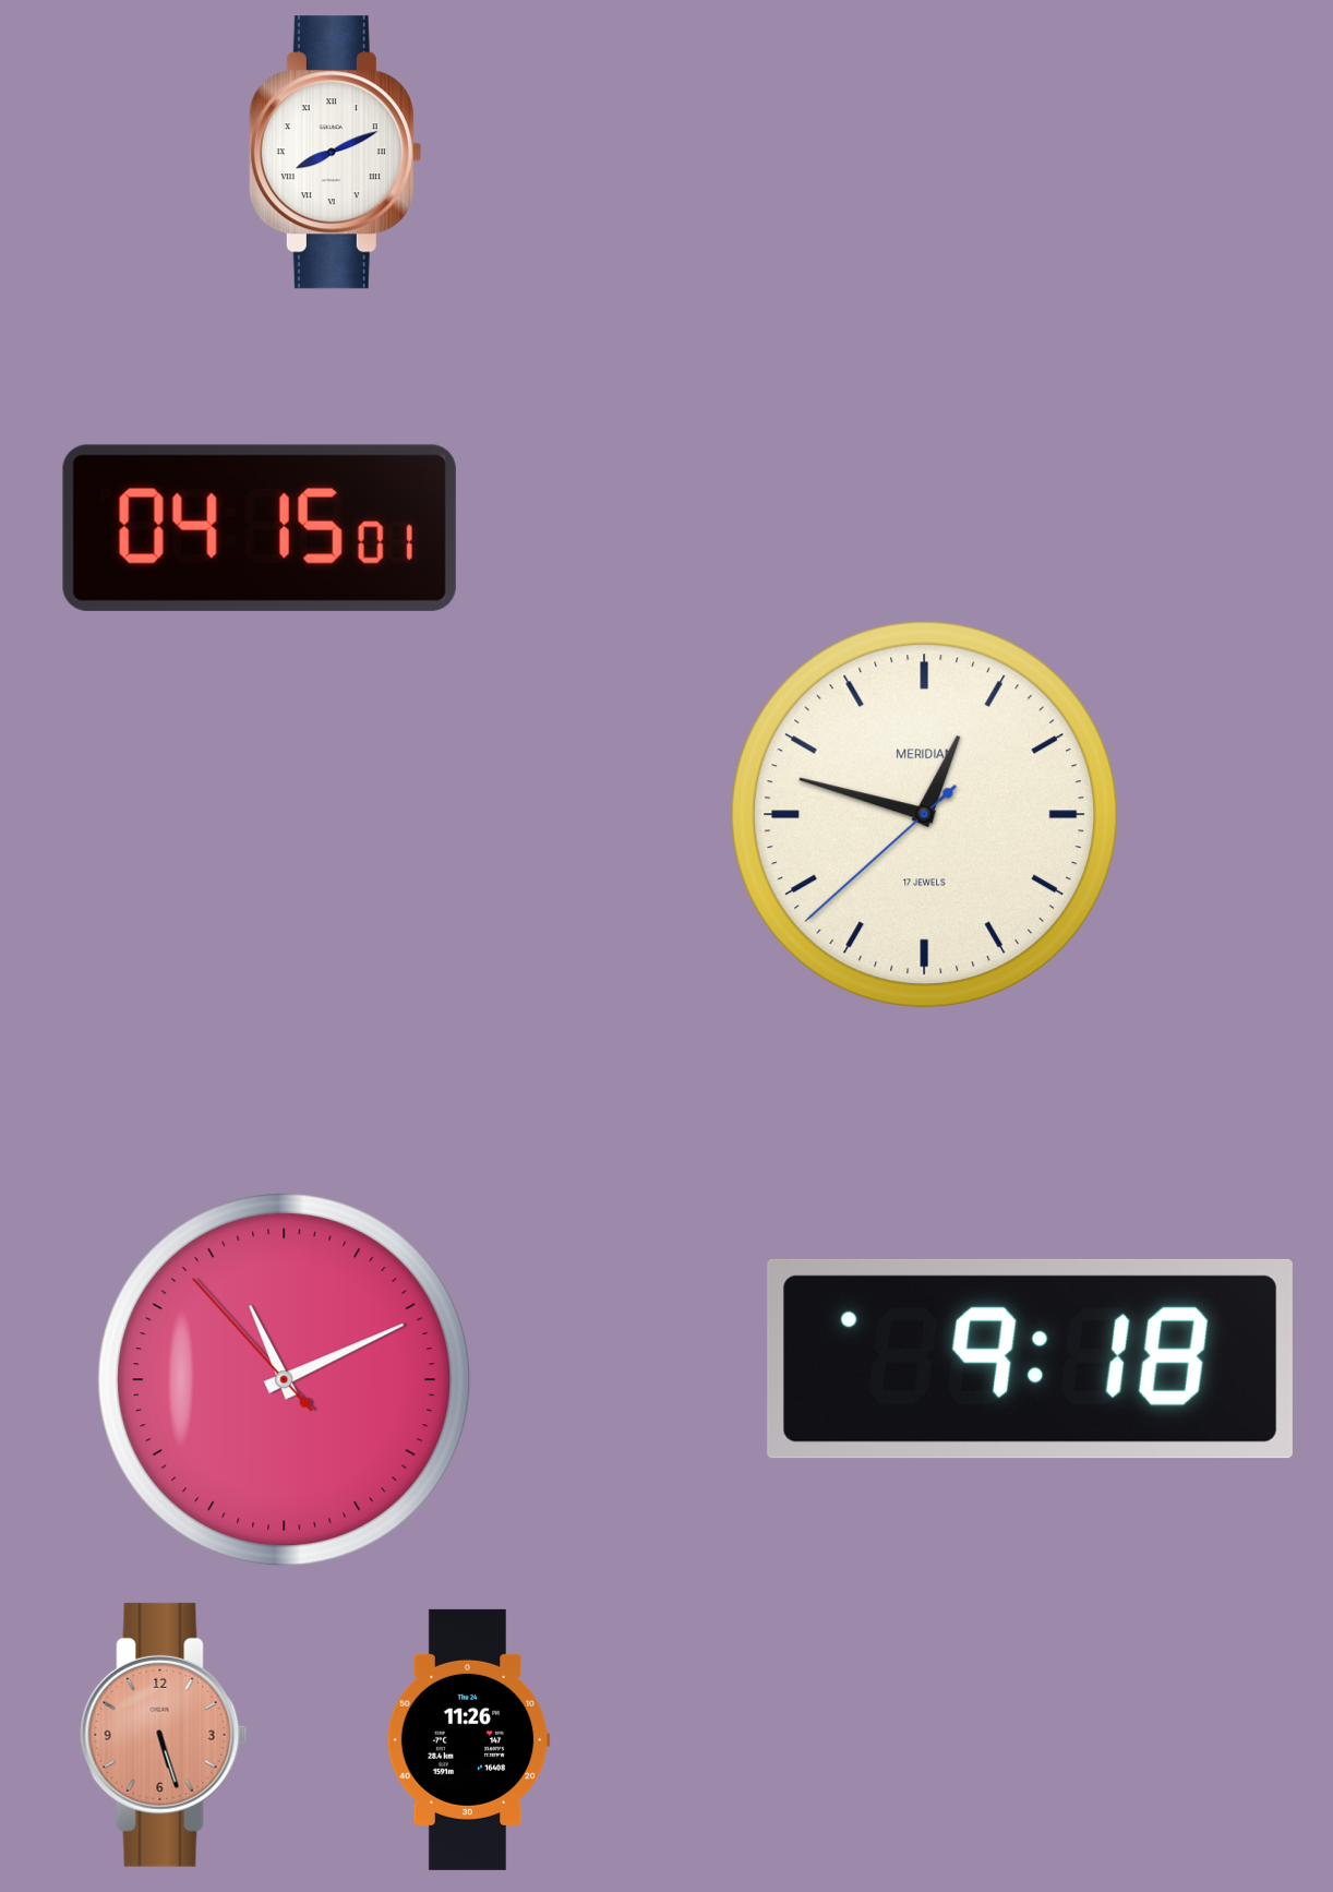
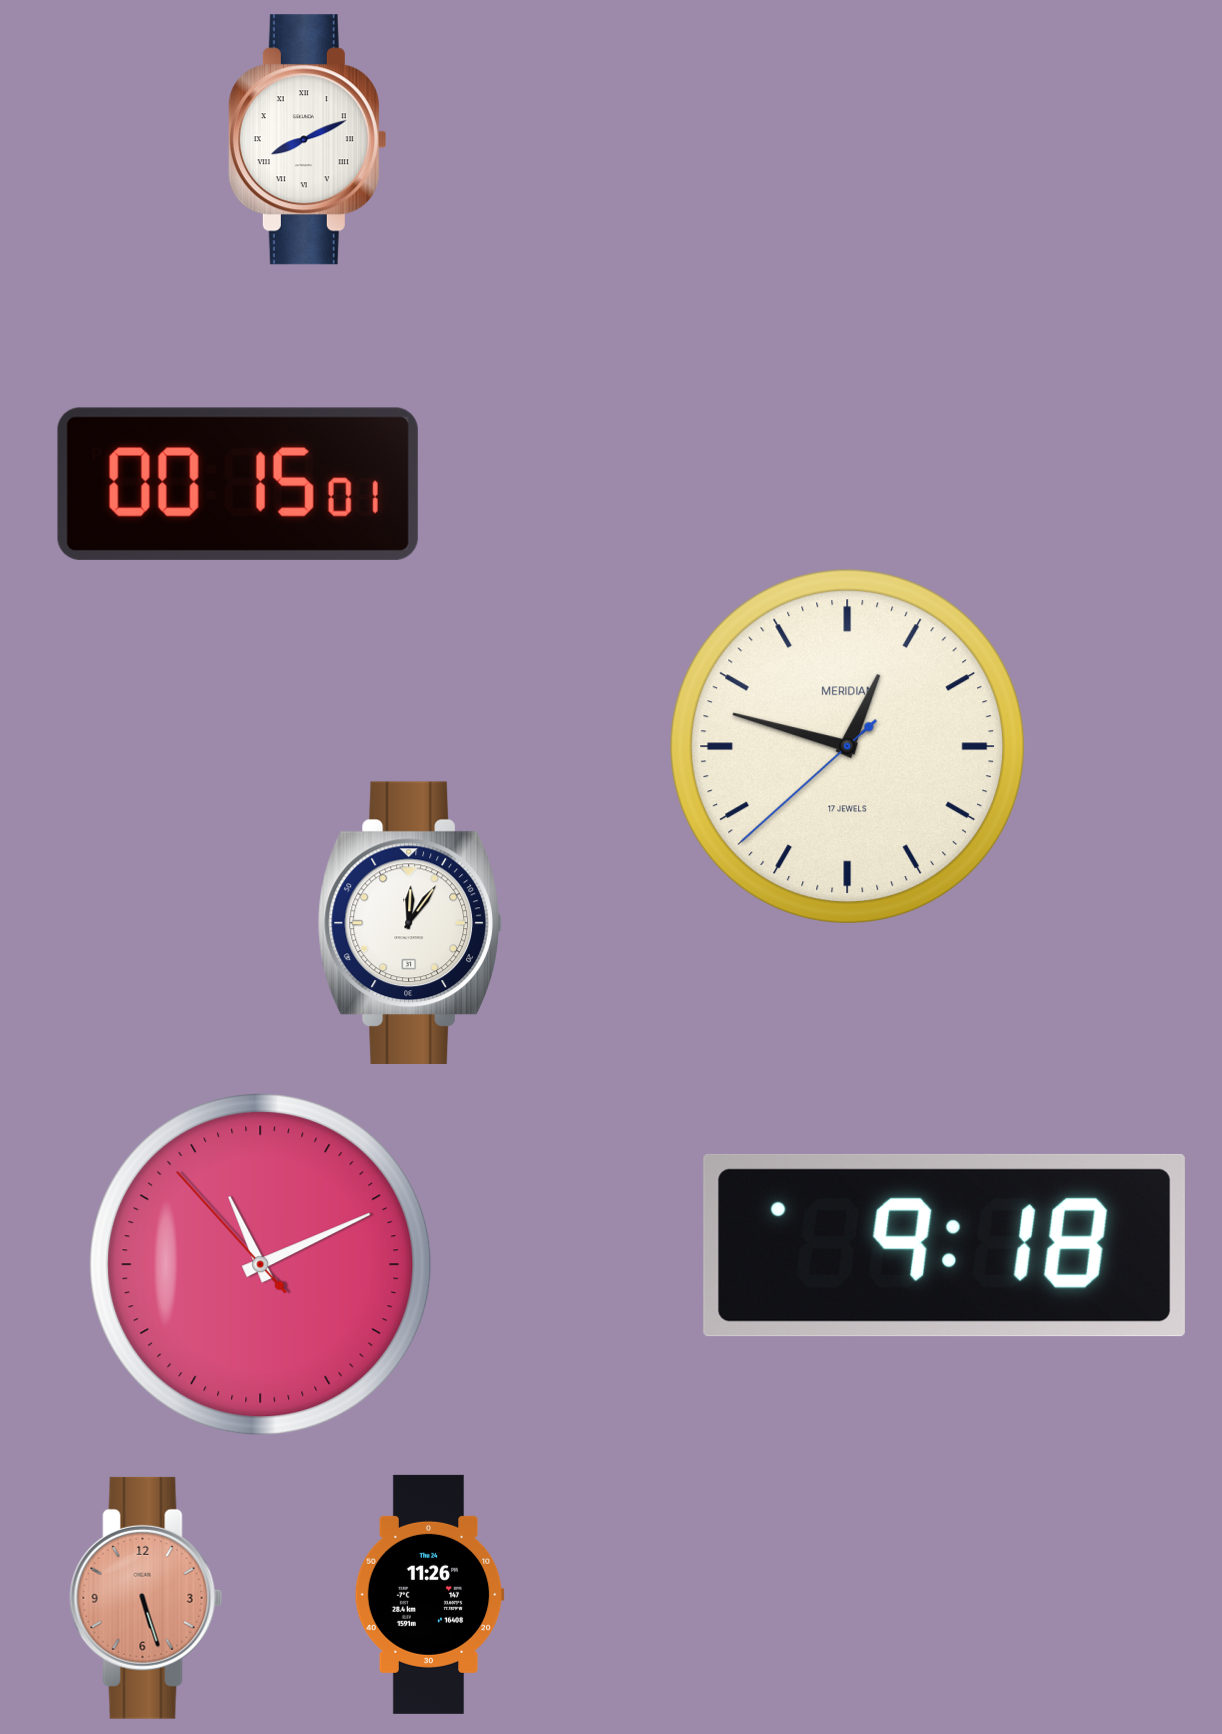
clock at (260, 528): 04:15 -> 00:15
clock at (410, 923): none -> 12:06
clock at (164, 1735) position: (164, 1735) -> (146, 1598)
